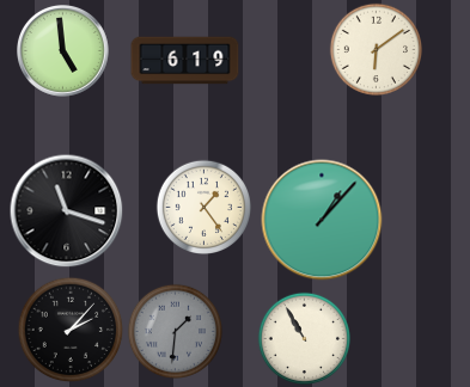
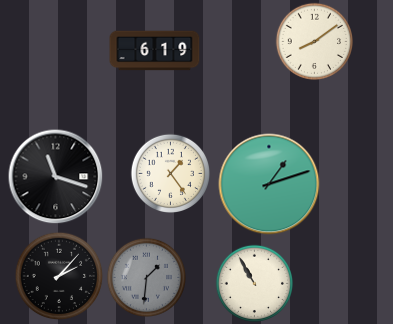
clock at (376, 49): 6:09 -> 8:09
clock at (63, 51): 4:59 -> none
clock at (322, 220): 1:07 -> 1:12
